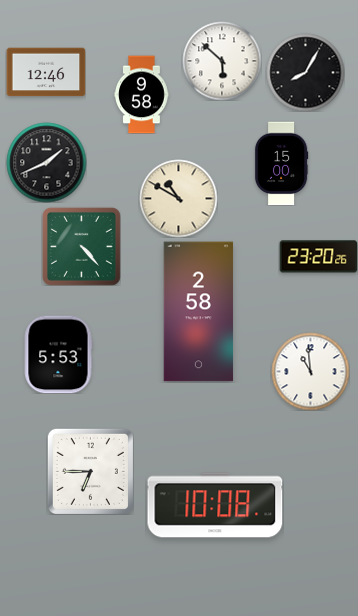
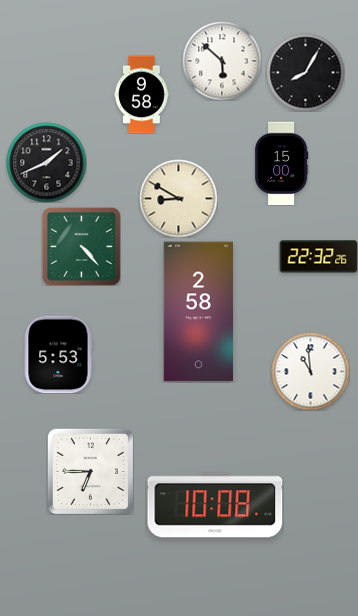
clock at (46, 72): 12:46 -> none
clock at (178, 198): 10:50 -> 8:50
clock at (318, 257): 23:20 -> 22:32
